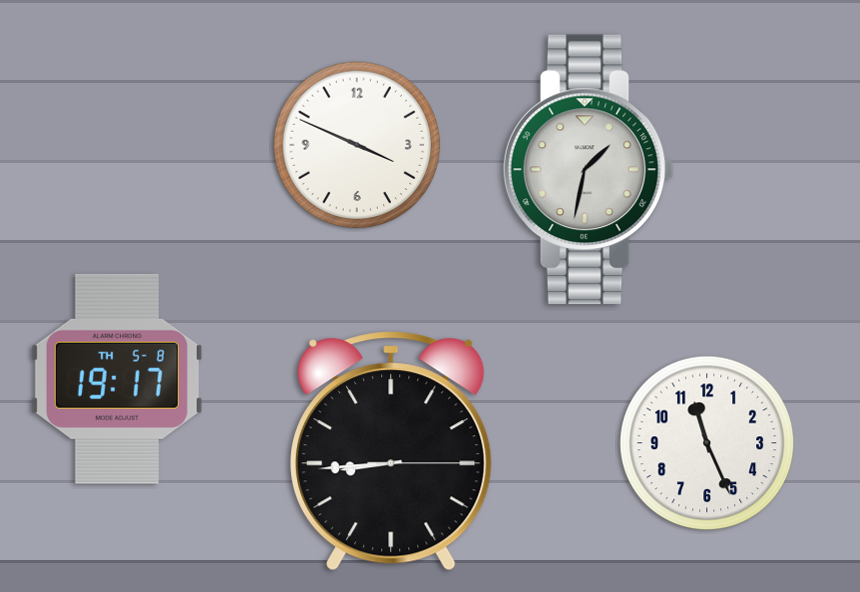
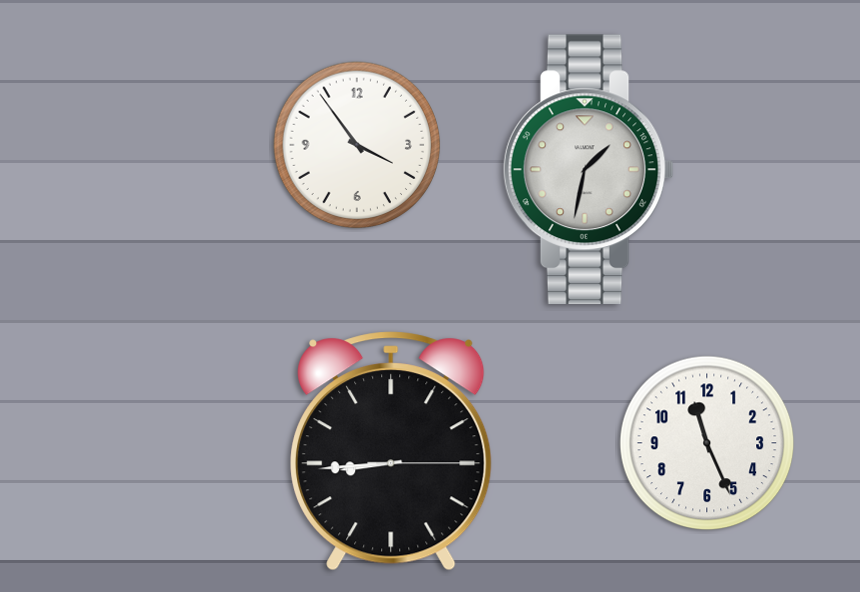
clock at (357, 145): 3:49 -> 3:54
clock at (117, 379): 19:17 -> none
